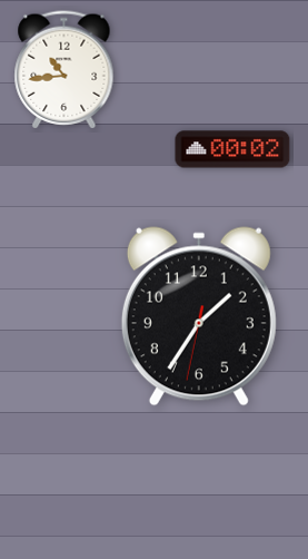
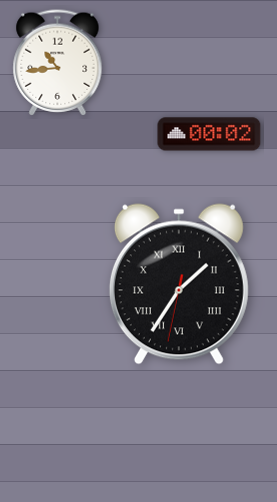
clock at (199, 316) numerals: Arabic -> Roman
